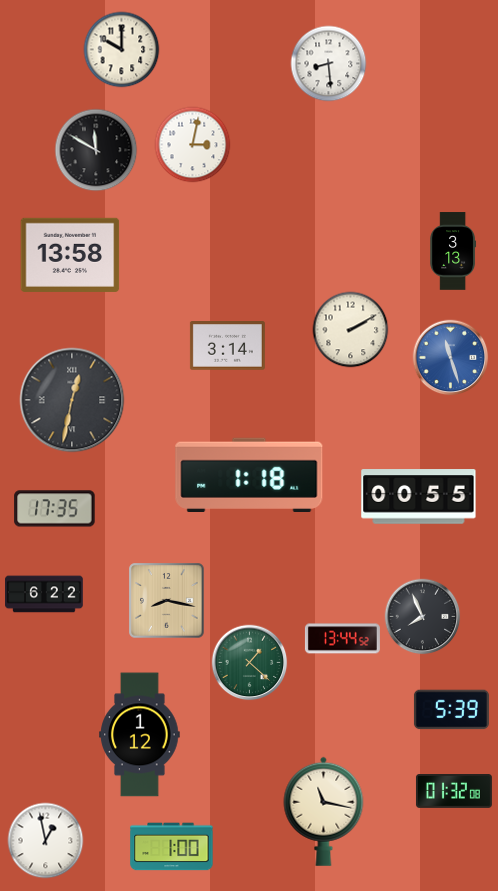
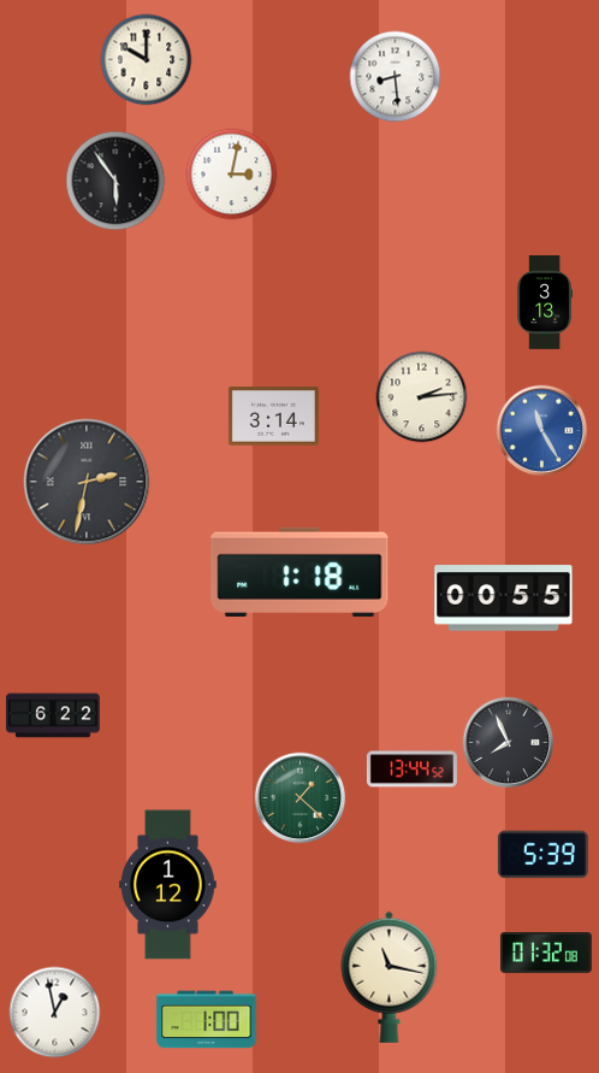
clock at (96, 150): 11:50 -> 5:54
clock at (70, 255): 13:58 -> none
clock at (351, 330): 2:10 -> 2:14
clock at (451, 358): 11:27 -> 11:25
clock at (72, 400): 12:32 -> 2:32
clock at (55, 509): 17:35 -> none
clock at (167, 601): 8:17 -> none
